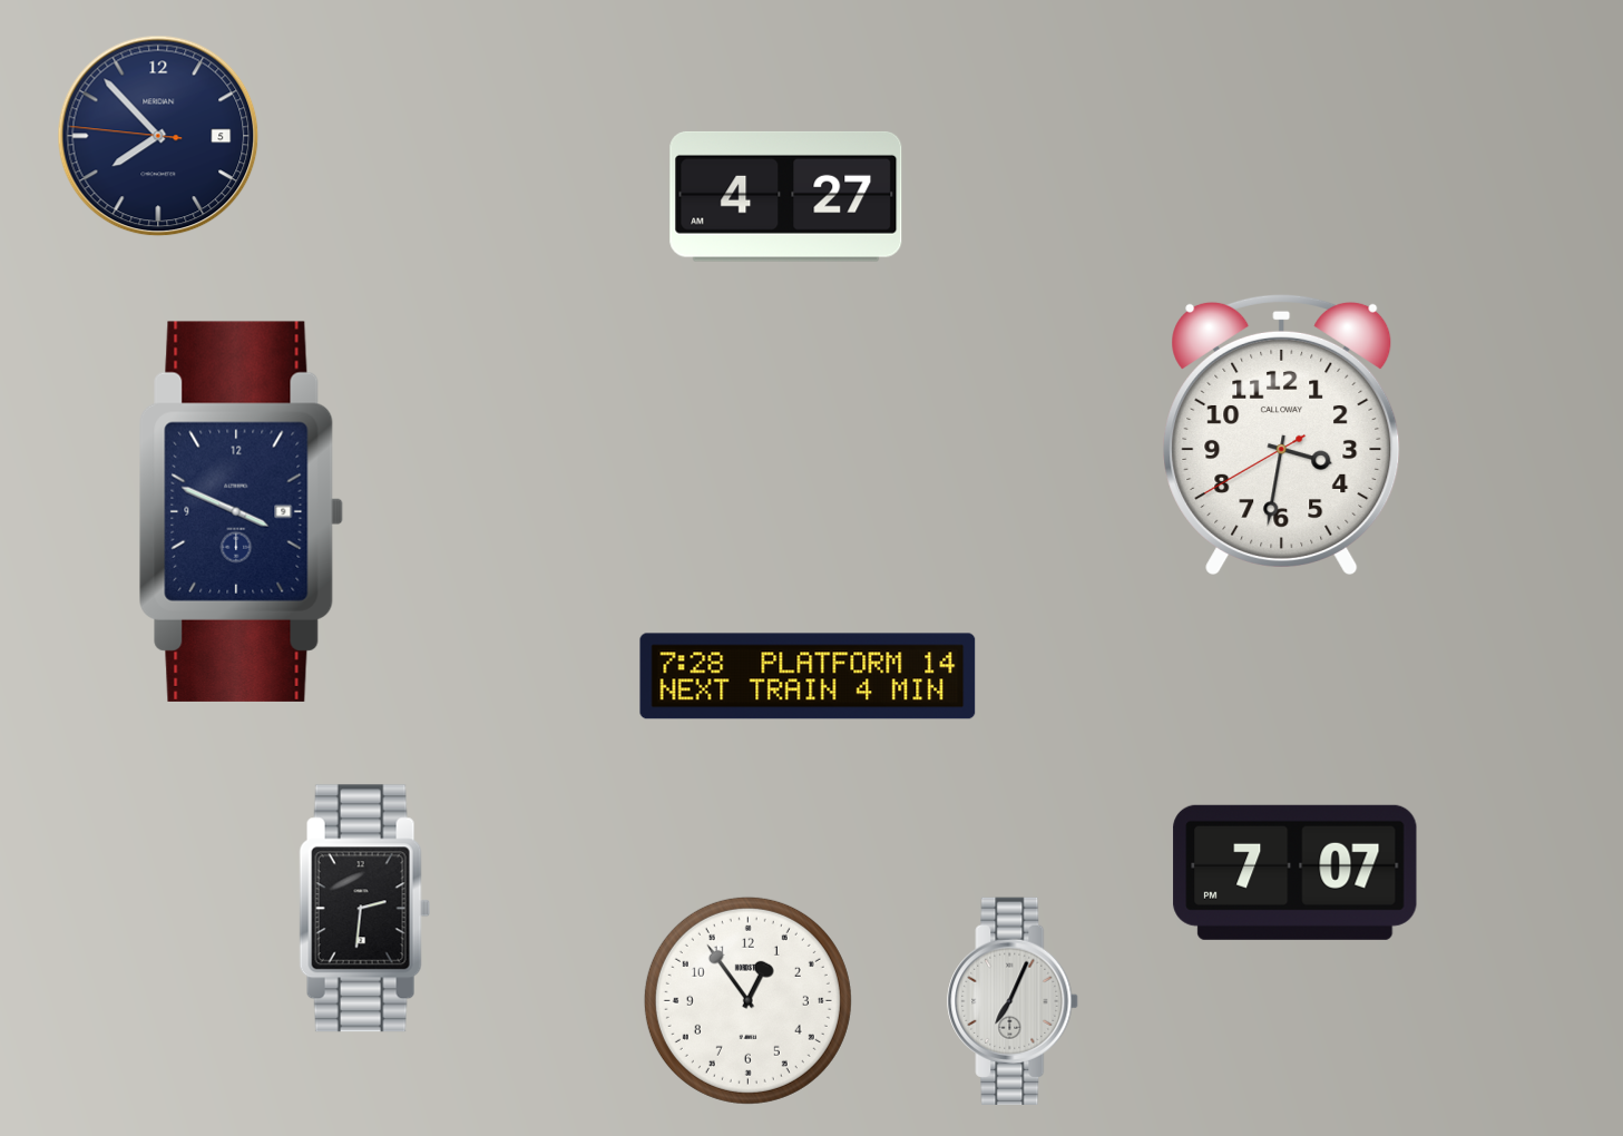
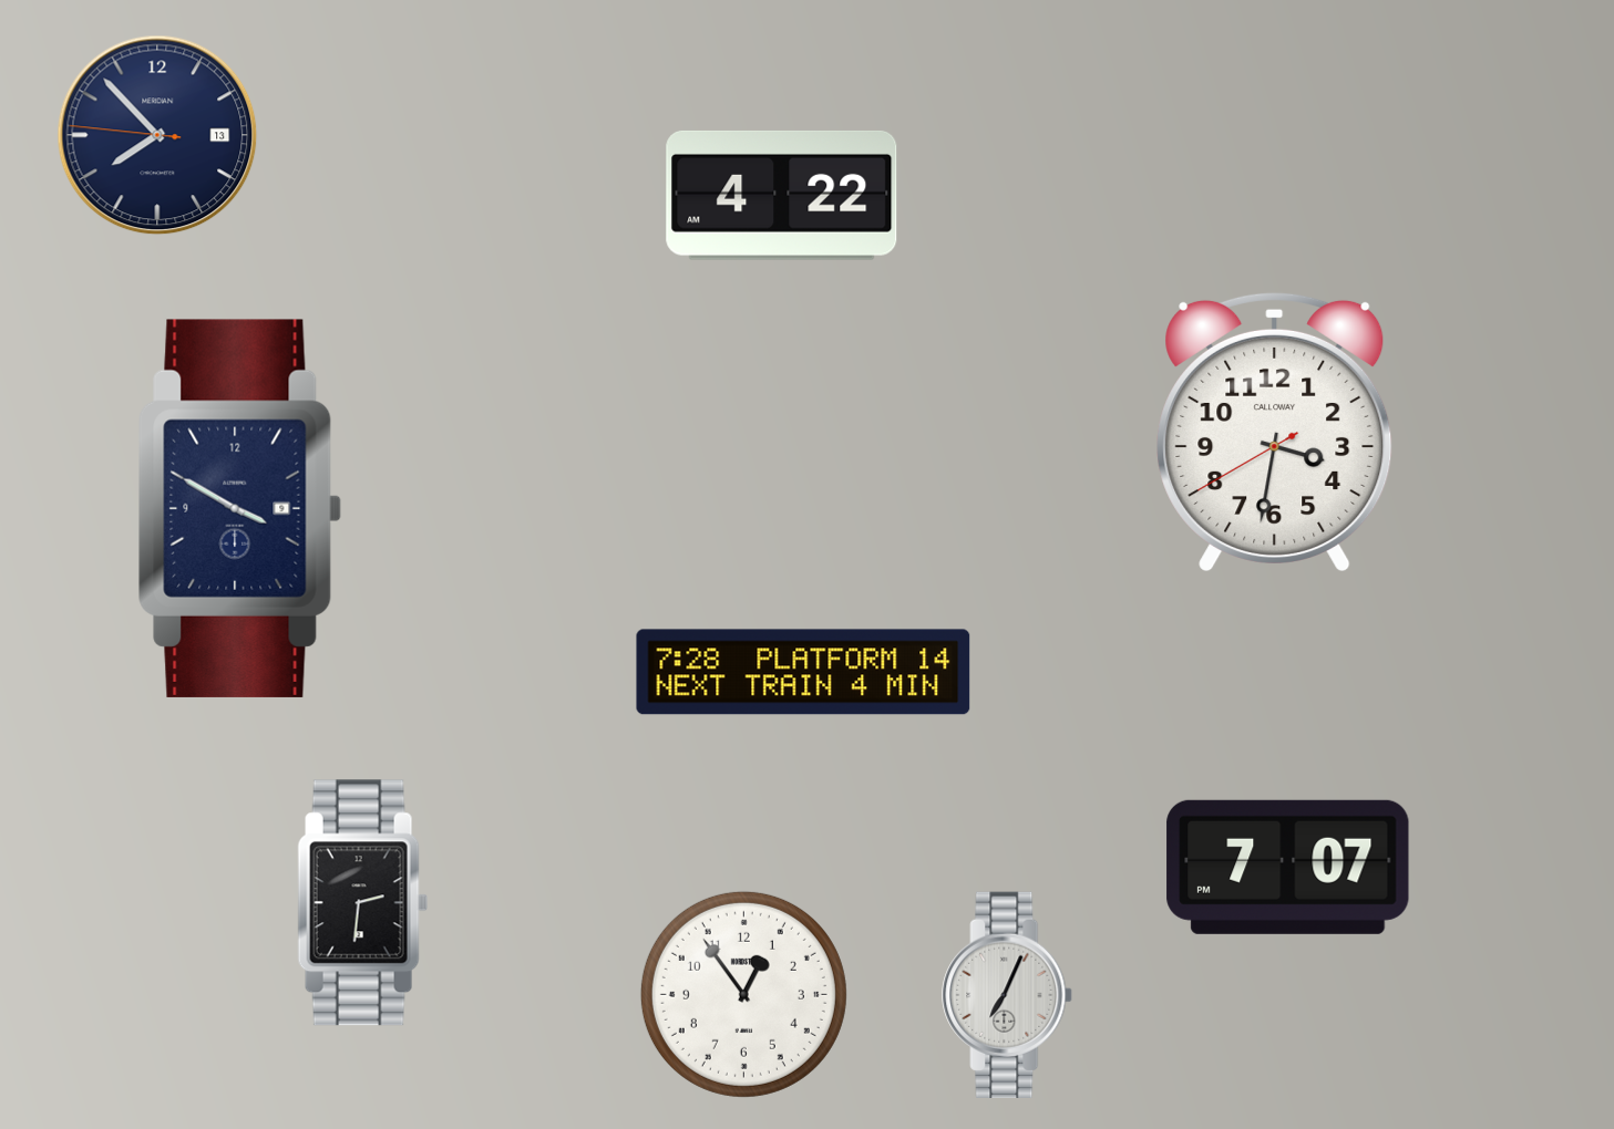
clock at (158, 136) date: 5 -> 13
clock at (786, 196): 4:27 -> 4:22
clock at (241, 511): 3:49 -> 3:50
